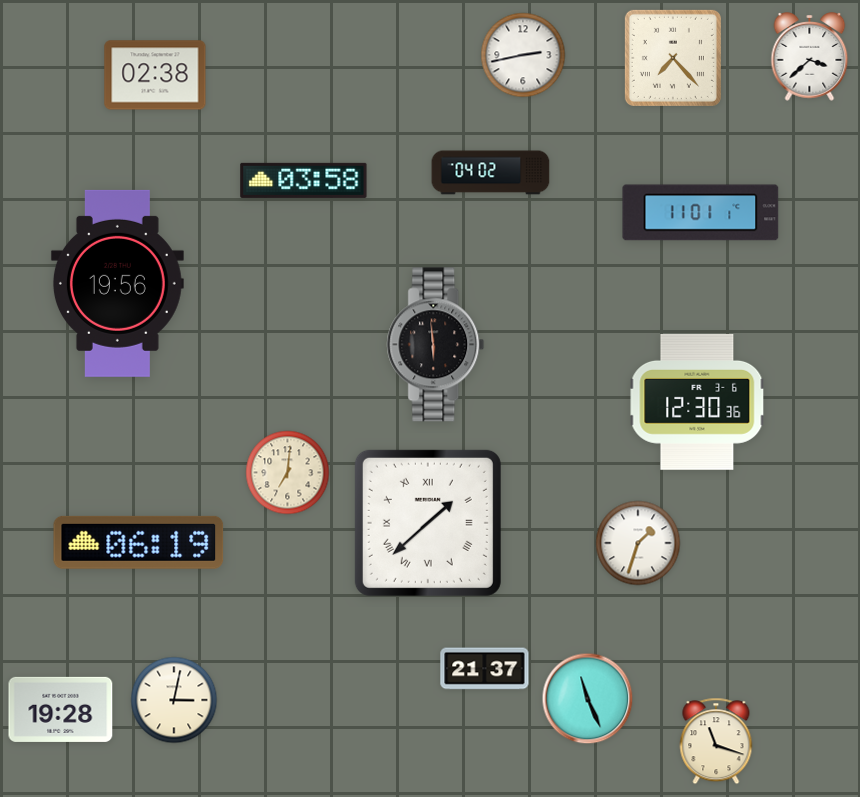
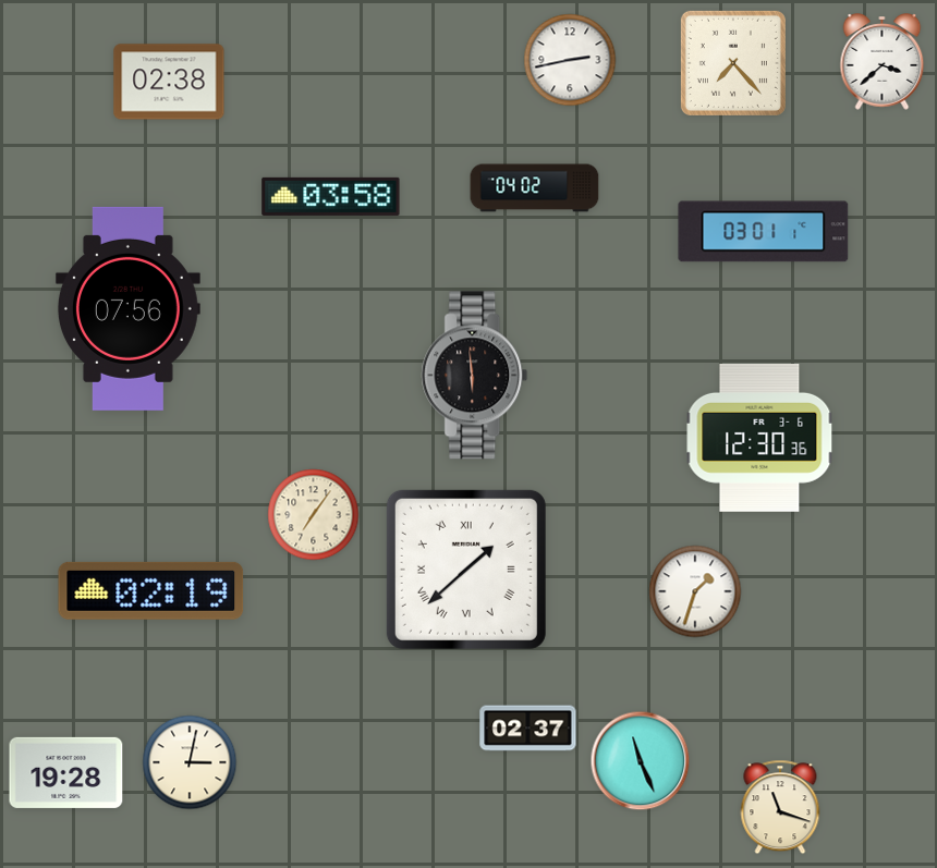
clock at (701, 213): 11:01 -> 03:01
clock at (117, 283): 19:56 -> 07:56
clock at (288, 473): 7:01 -> 7:06
clock at (139, 542): 06:19 -> 02:19
clock at (485, 669): 21:37 -> 02:37
